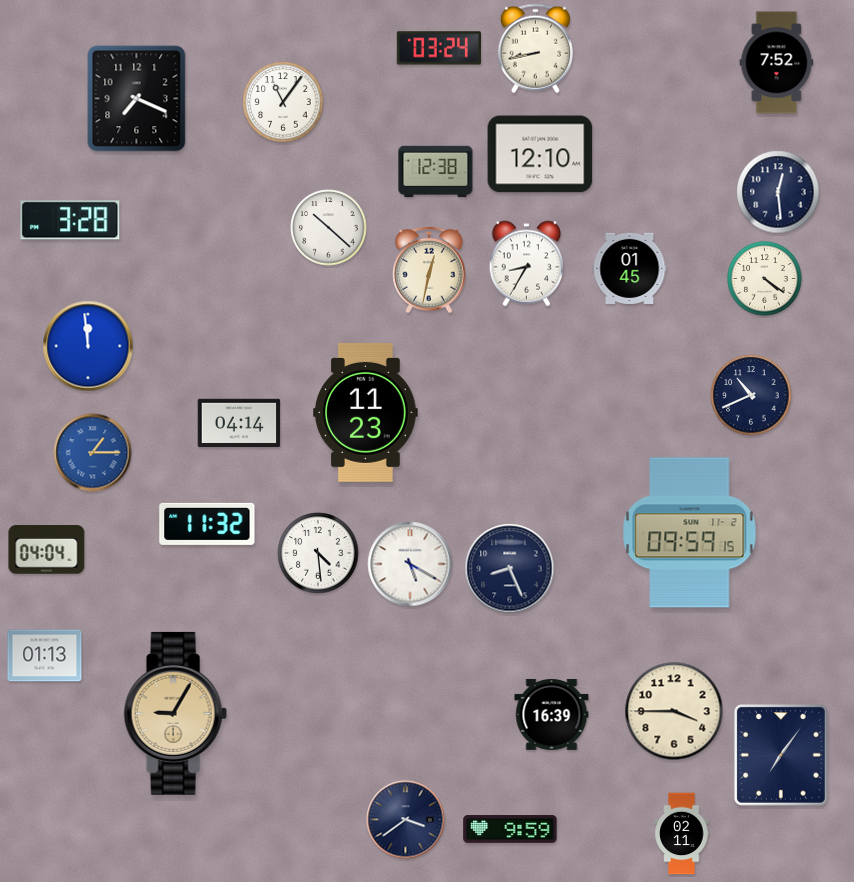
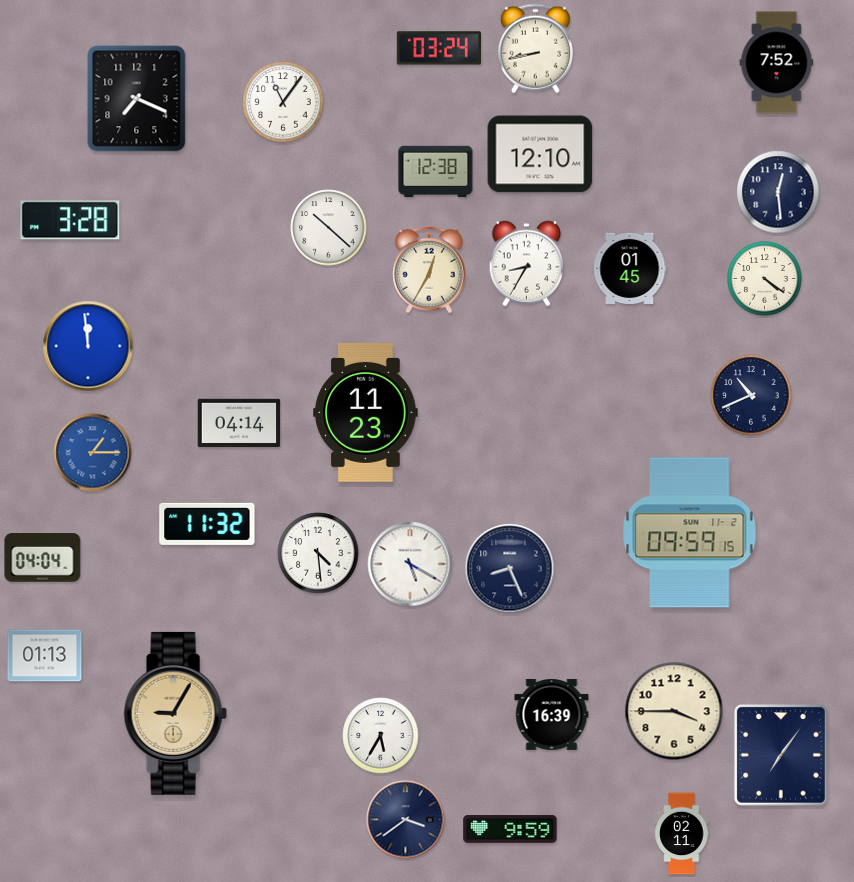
clock at (429, 270): 12:32 -> 12:35
clock at (47, 550) position: (47, 550) -> (43, 558)
clock at (381, 736): none -> 5:35
